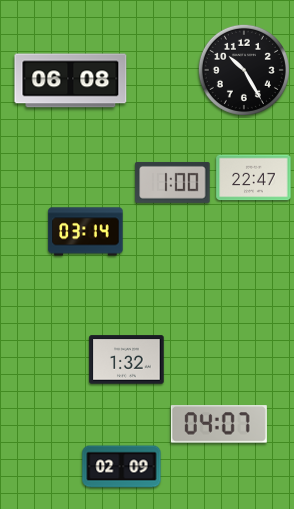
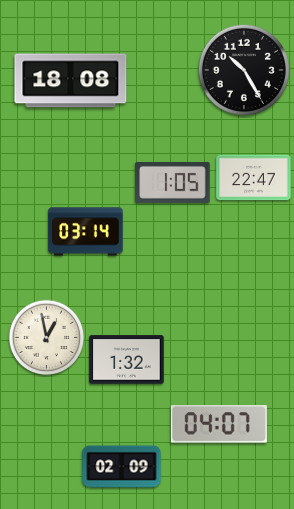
clock at (71, 81): 06:08 -> 18:08
clock at (173, 182): 1:00 -> 1:05
clock at (47, 338): none -> 12:58
